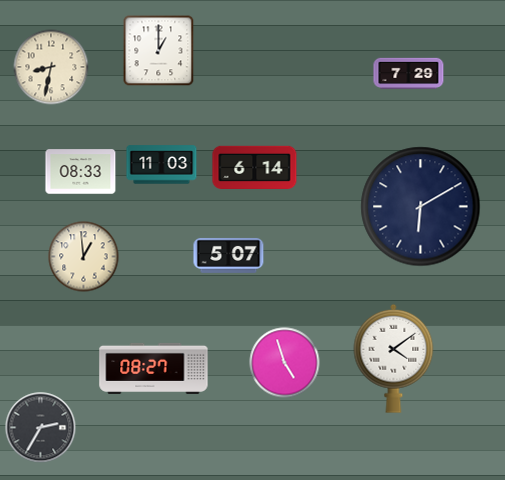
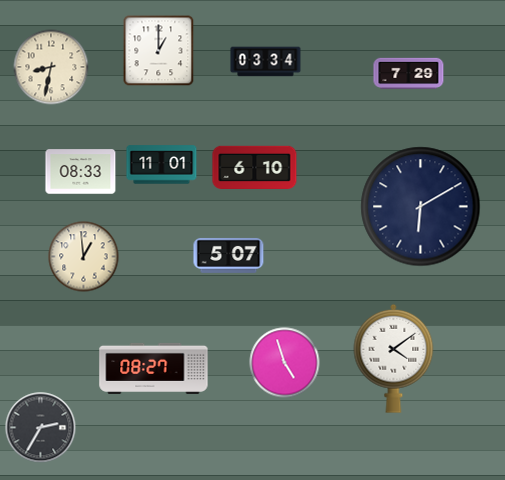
clock at (266, 62): none -> 03:34
clock at (162, 165): 11:03 -> 11:01
clock at (255, 167): 6:14 -> 6:10
